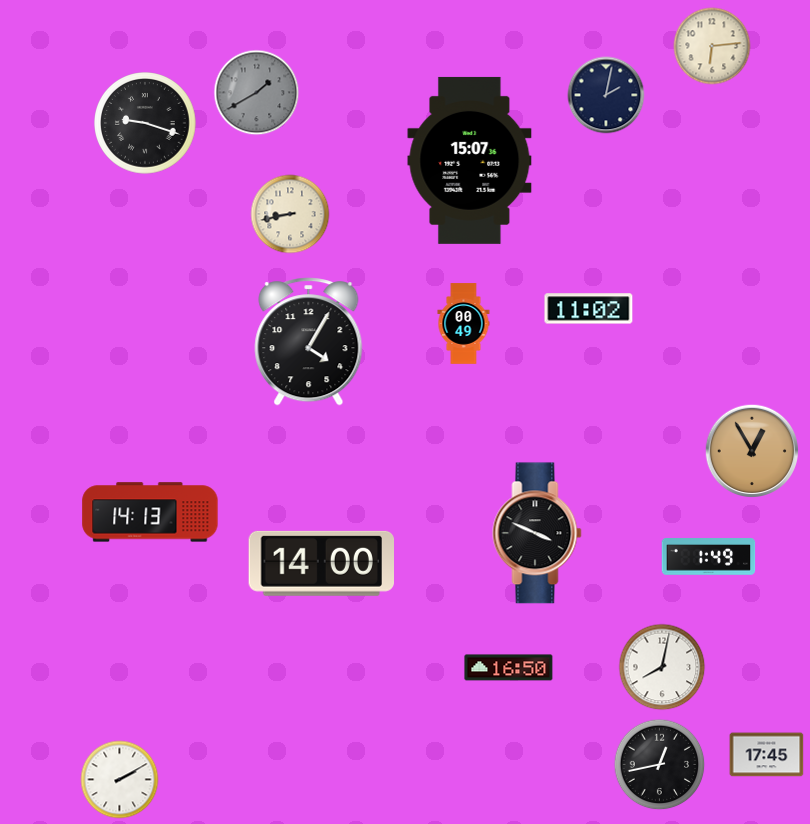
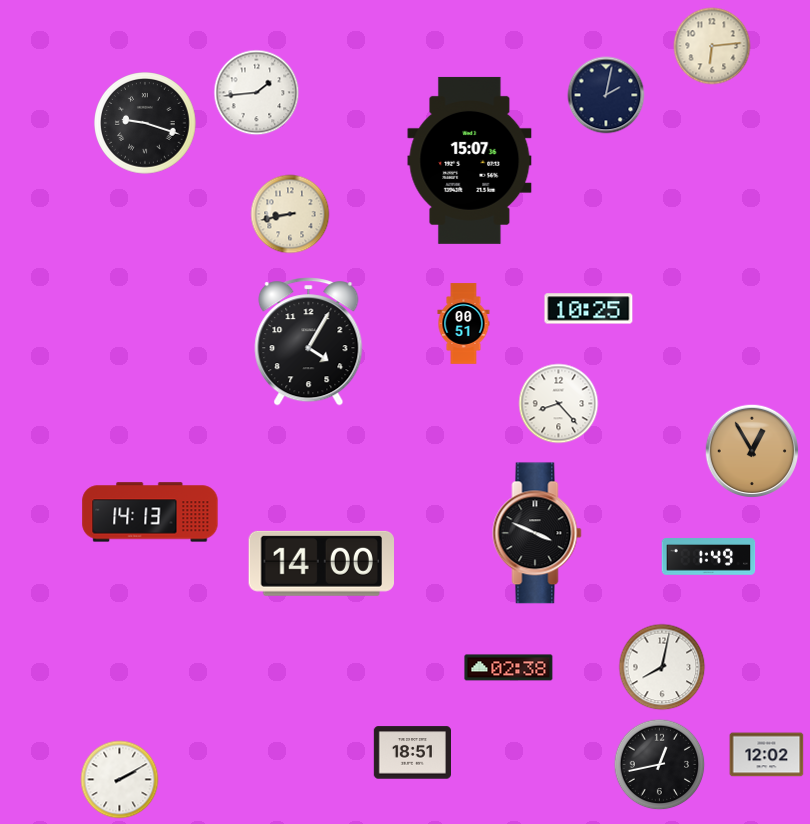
clock at (257, 93): 1:40 -> 1:44
clock at (257, 93) dial: grey -> white
clock at (589, 309): 11:02 -> 10:25
clock at (464, 324): 00:49 -> 00:51
clock at (559, 404): none -> 8:23
clock at (509, 668): 16:50 -> 02:38
clock at (412, 753): none -> 18:51
clock at (767, 755): 17:45 -> 12:02
